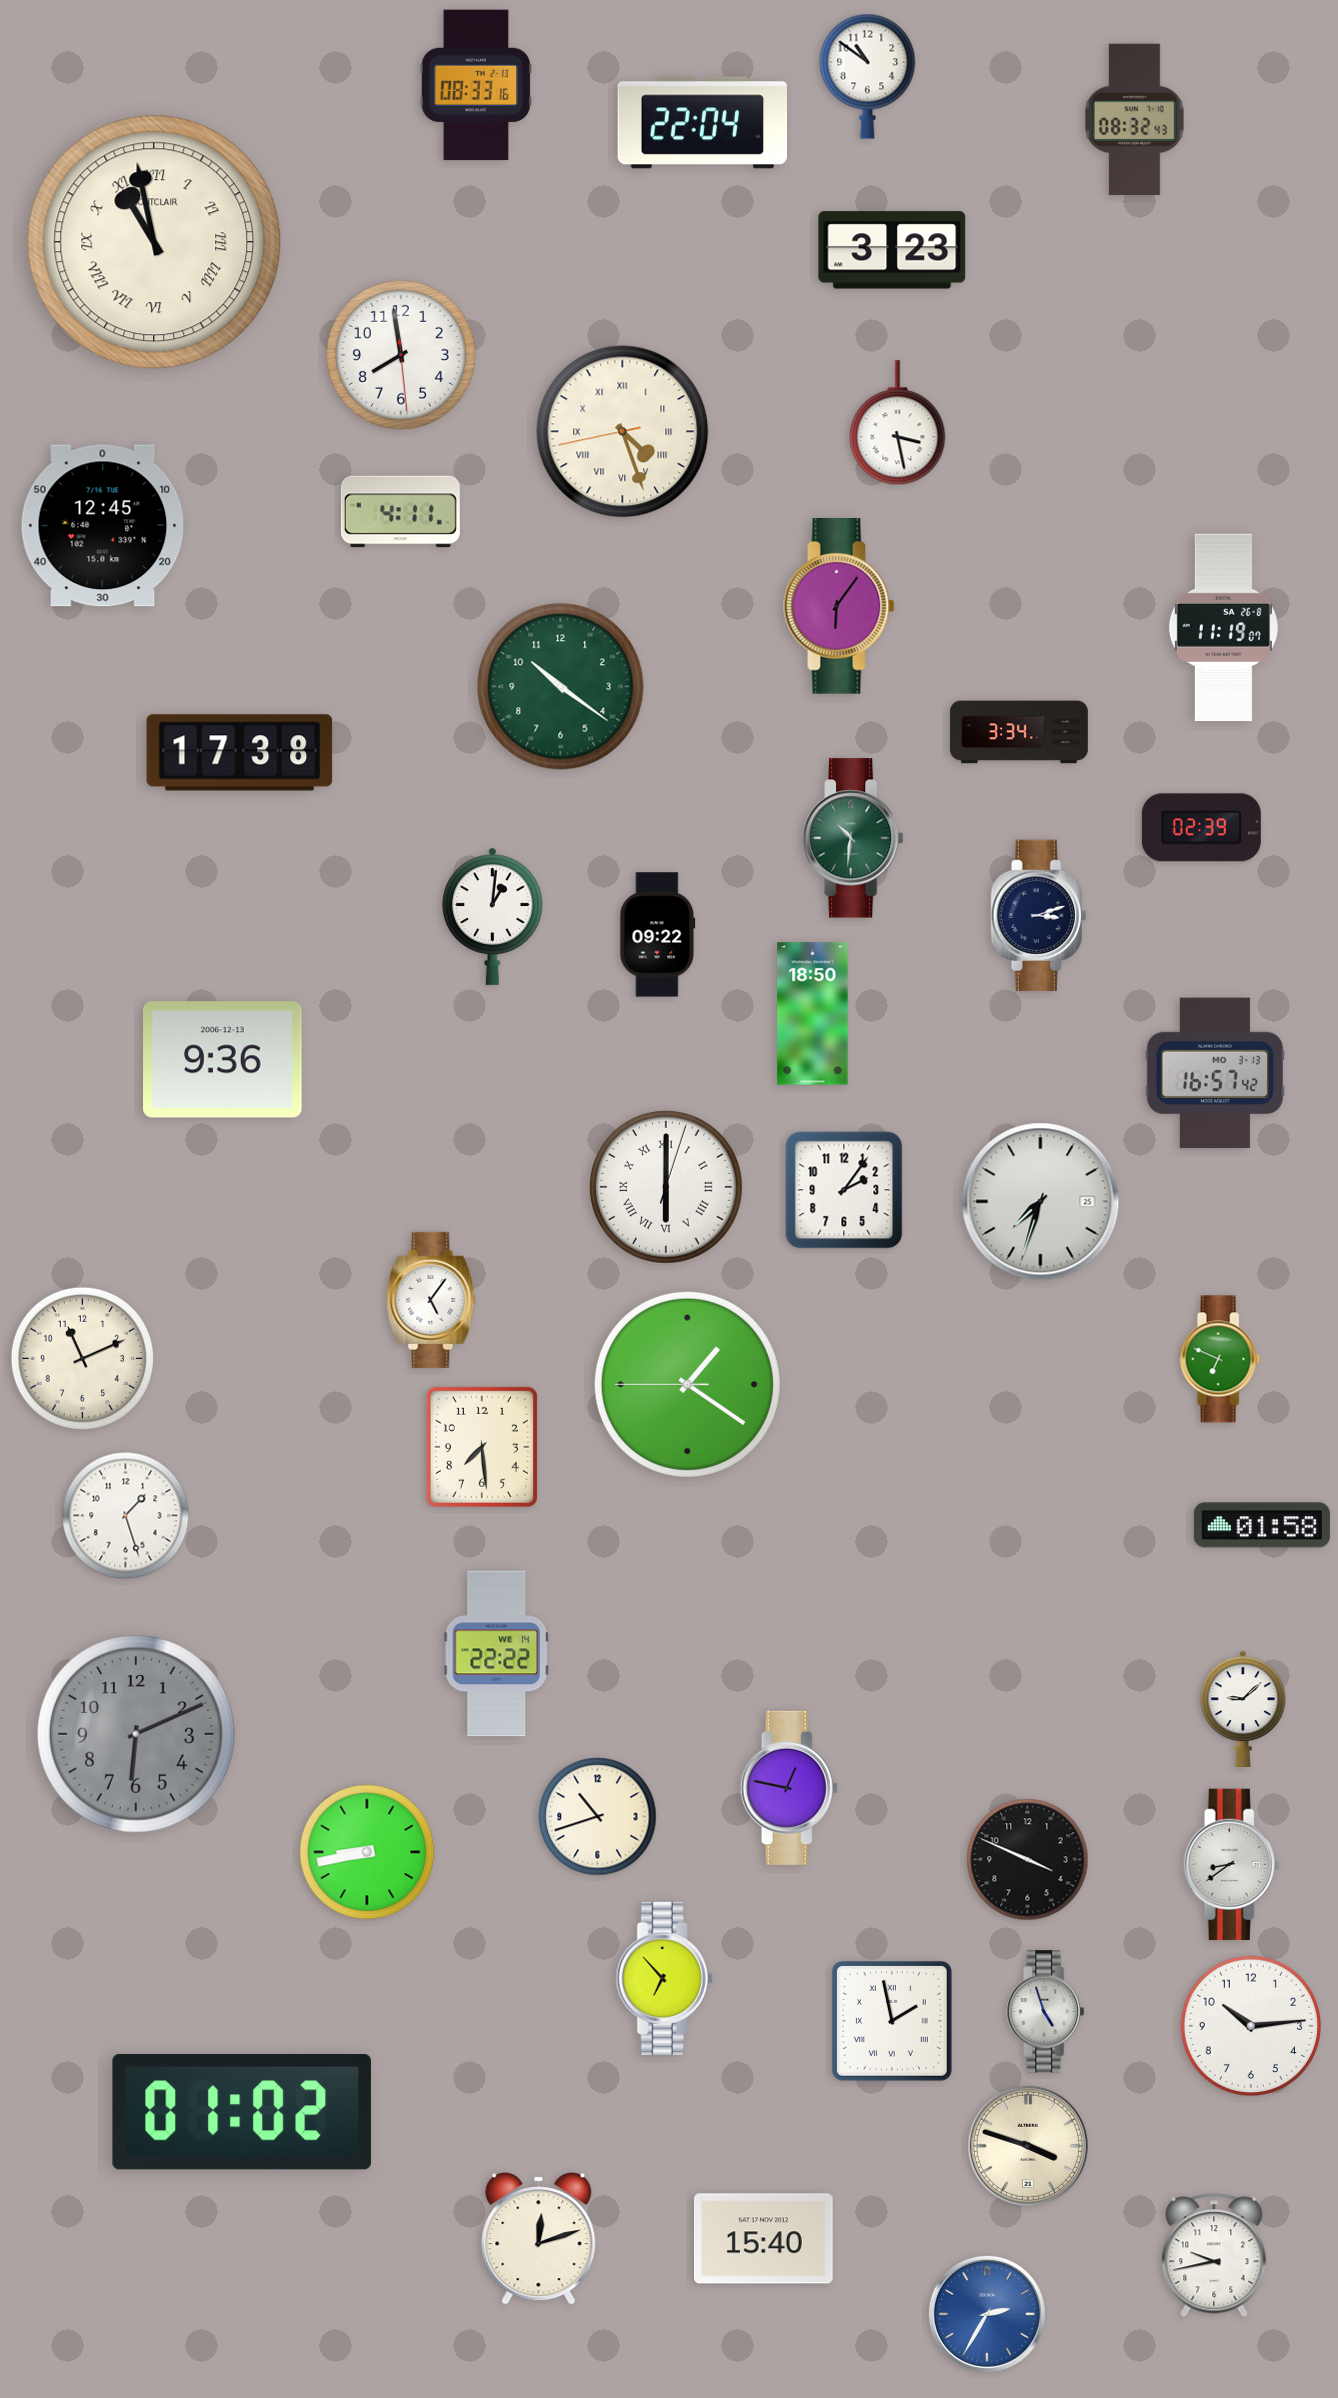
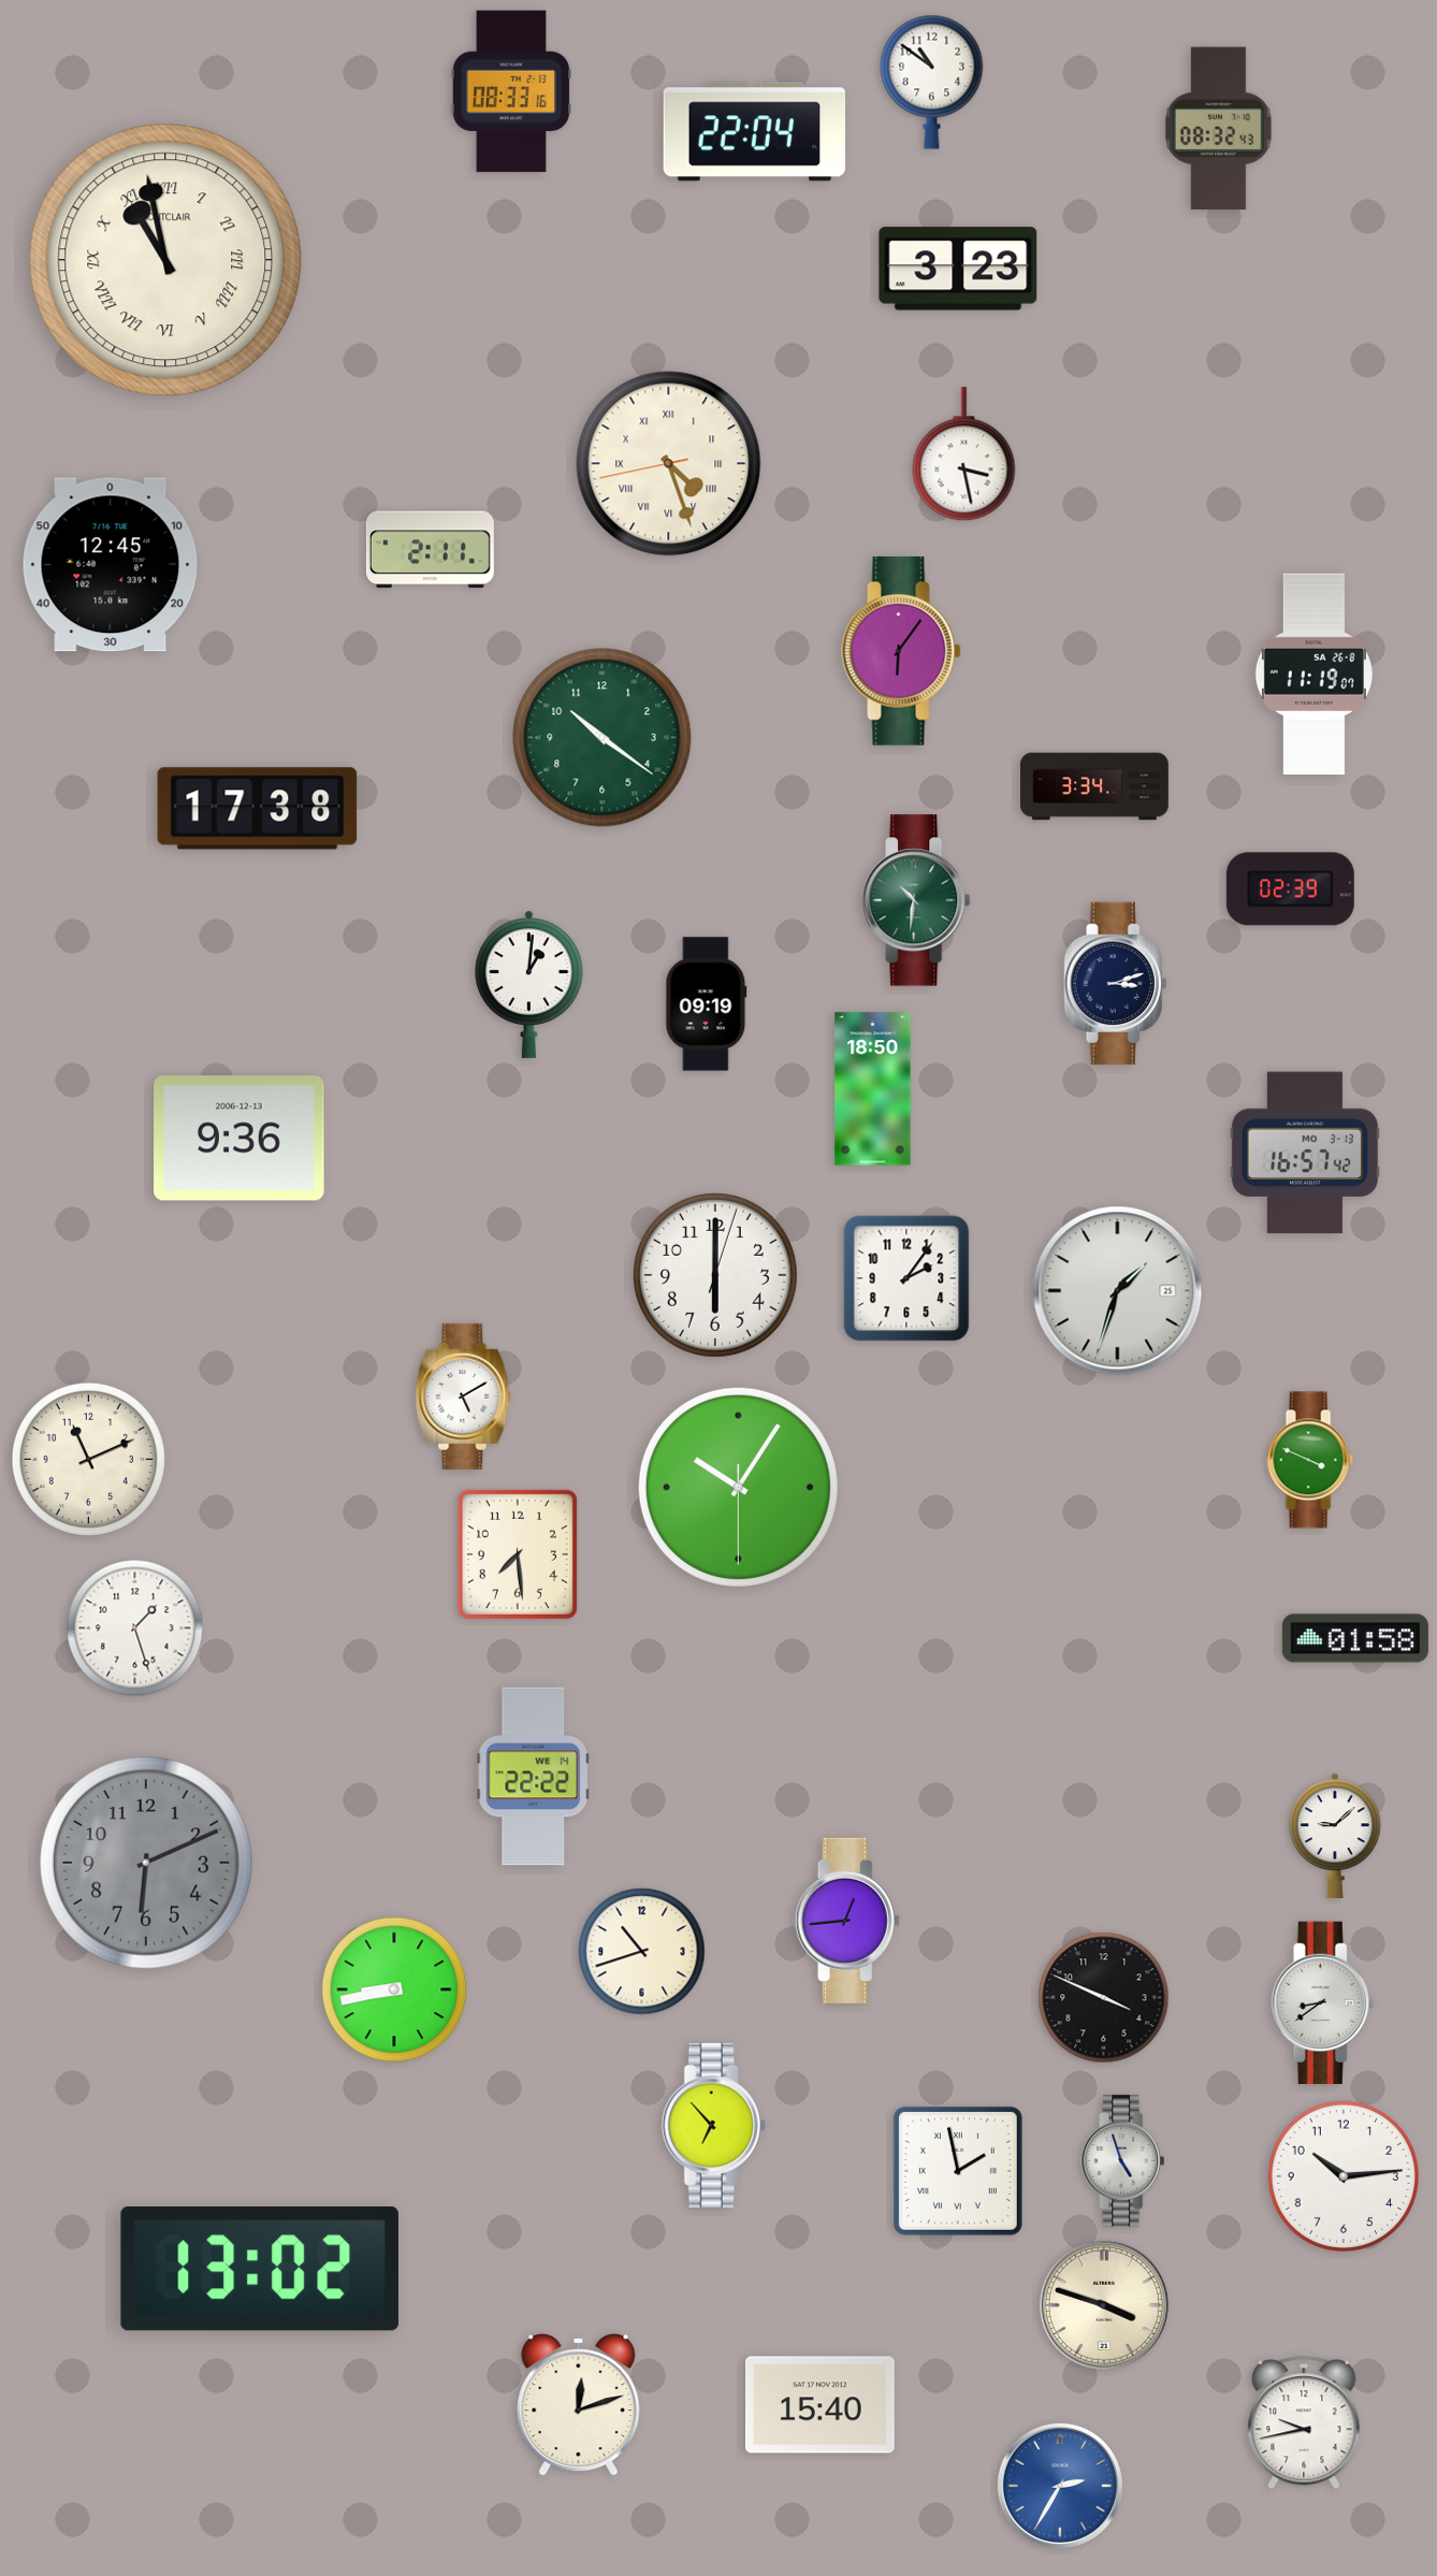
clock at (401, 355): 7:58 -> none
clock at (400, 512): 4:11 -> 2:11
clock at (658, 935): 09:22 -> 09:19
clock at (666, 1187) numerals: Roman -> Arabic
clock at (1041, 1202): 7:33 -> 1:33
clock at (431, 1300): 5:06 -> 5:10
clock at (1220, 1359): 6:49 -> 3:49
clock at (687, 1384): 1:20 -> 10:05
clock at (789, 1788): 12:47 -> 12:44
clock at (242, 2113): 01:02 -> 13:02
